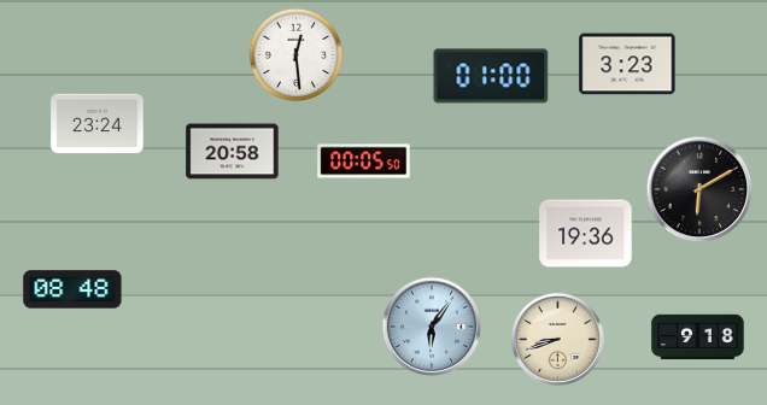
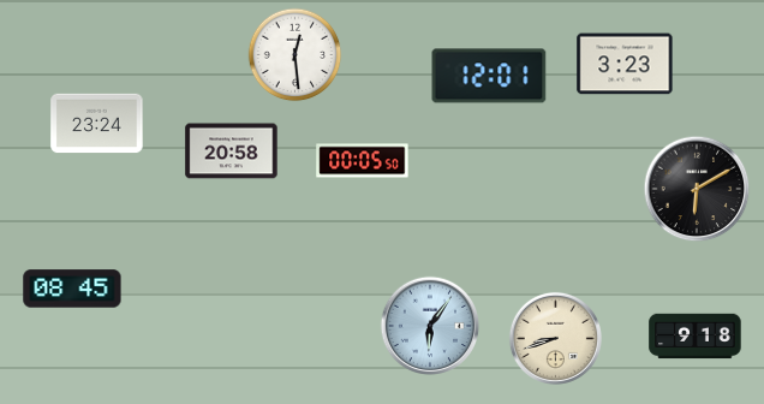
clock at (491, 76): 01:00 -> 12:01
clock at (586, 234): 19:36 -> none
clock at (72, 289): 08:48 -> 08:45
